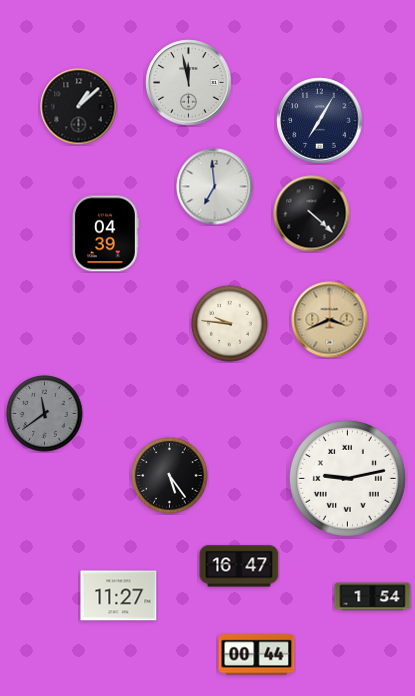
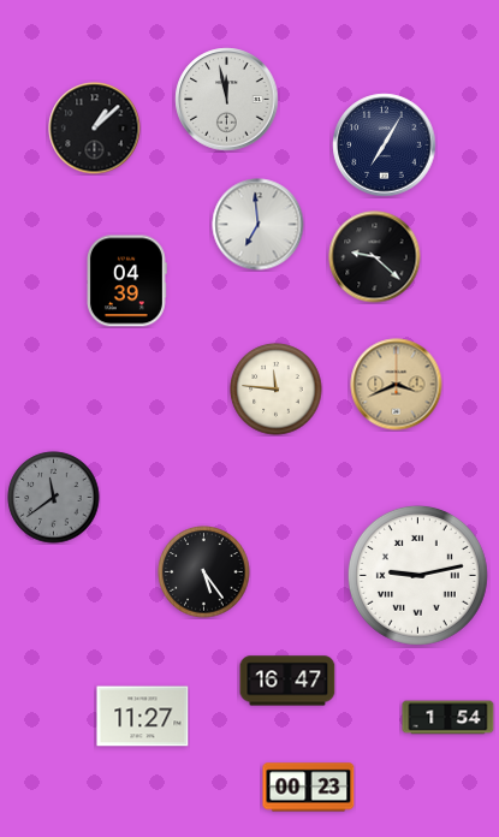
clock at (312, 214): 4:22 -> 9:22
clock at (230, 324): 9:46 -> 11:46
clock at (257, 655): 00:44 -> 00:23
